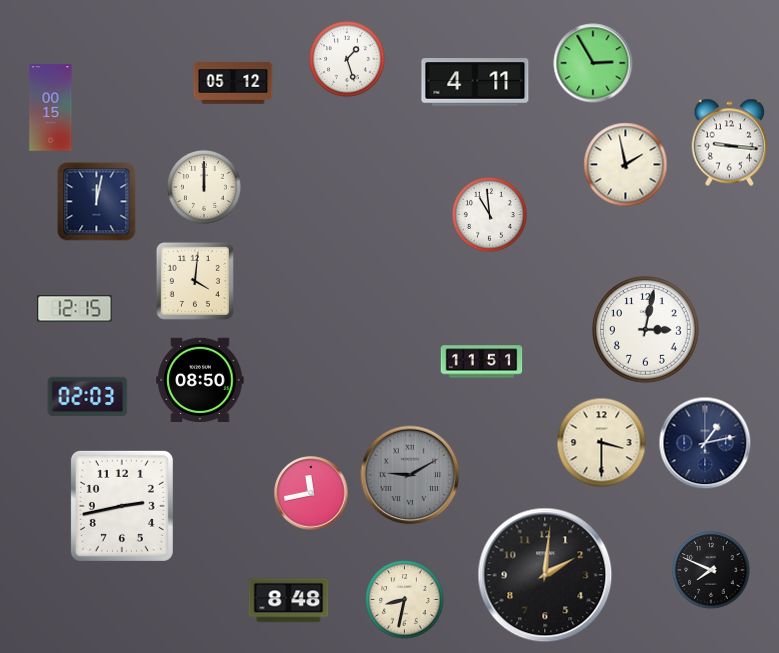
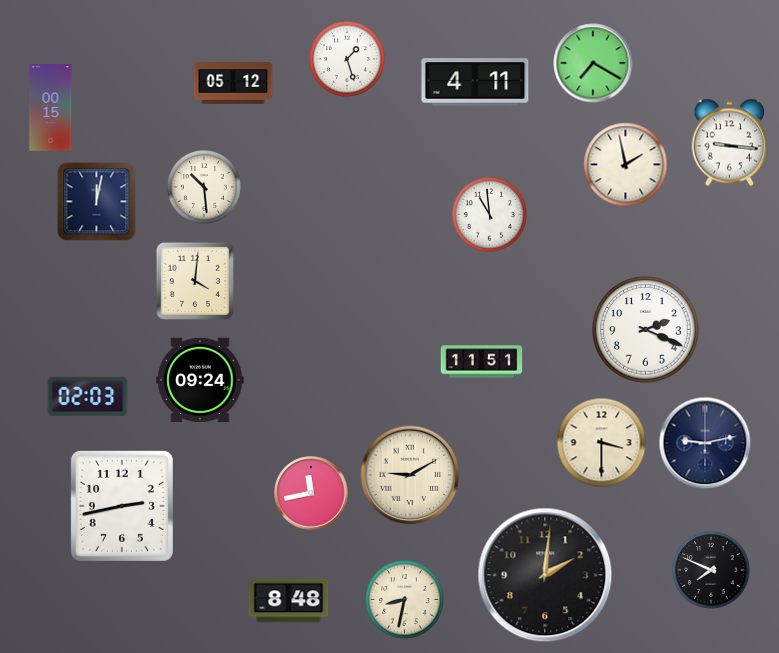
clock at (593, 63): 2:55 -> 7:20
clock at (204, 187): 12:00 -> 10:29
clock at (75, 309): 12:15 -> none
clock at (646, 330): 3:02 -> 2:19
clock at (200, 379): 08:50 -> 09:24
clock at (705, 443): 1:13 -> 9:13
clock at (410, 475) dial: grey -> cream
